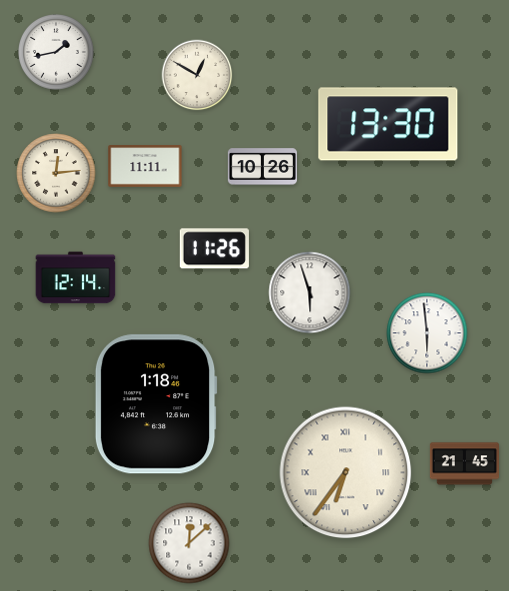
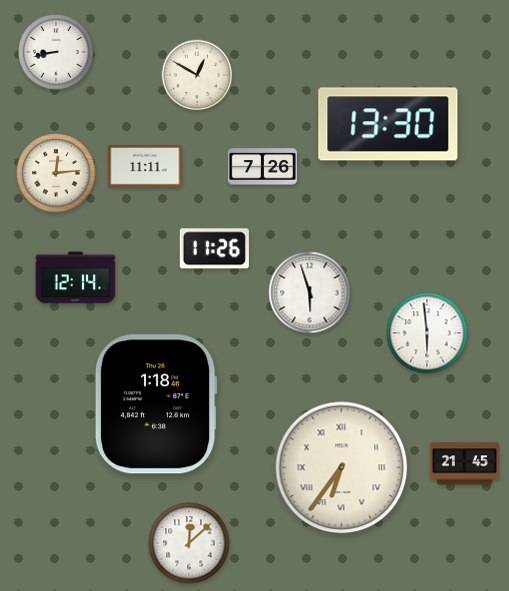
clock at (57, 53): 1:43 -> 8:43
clock at (262, 167): 10:26 -> 7:26
clock at (346, 473) position: (346, 473) -> (342, 468)
